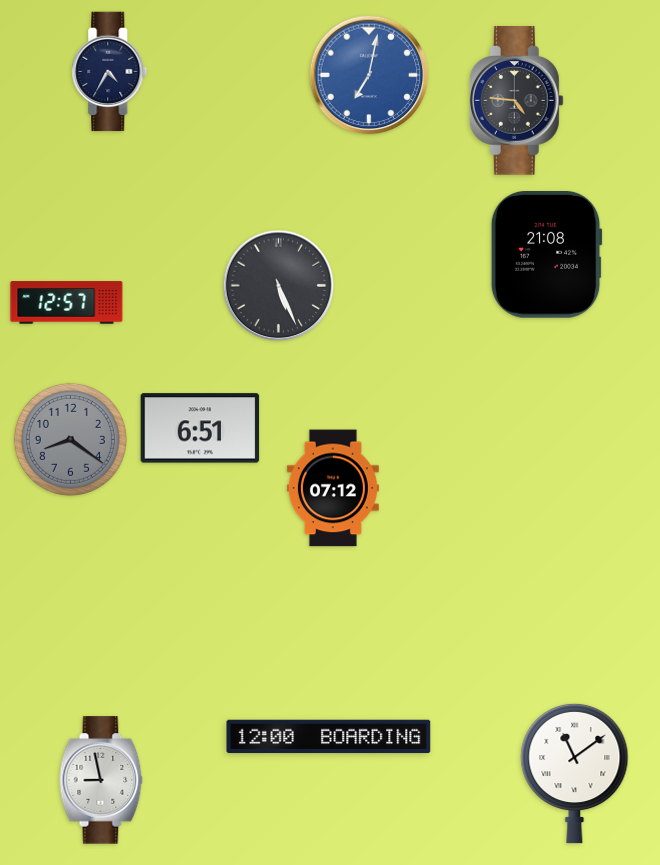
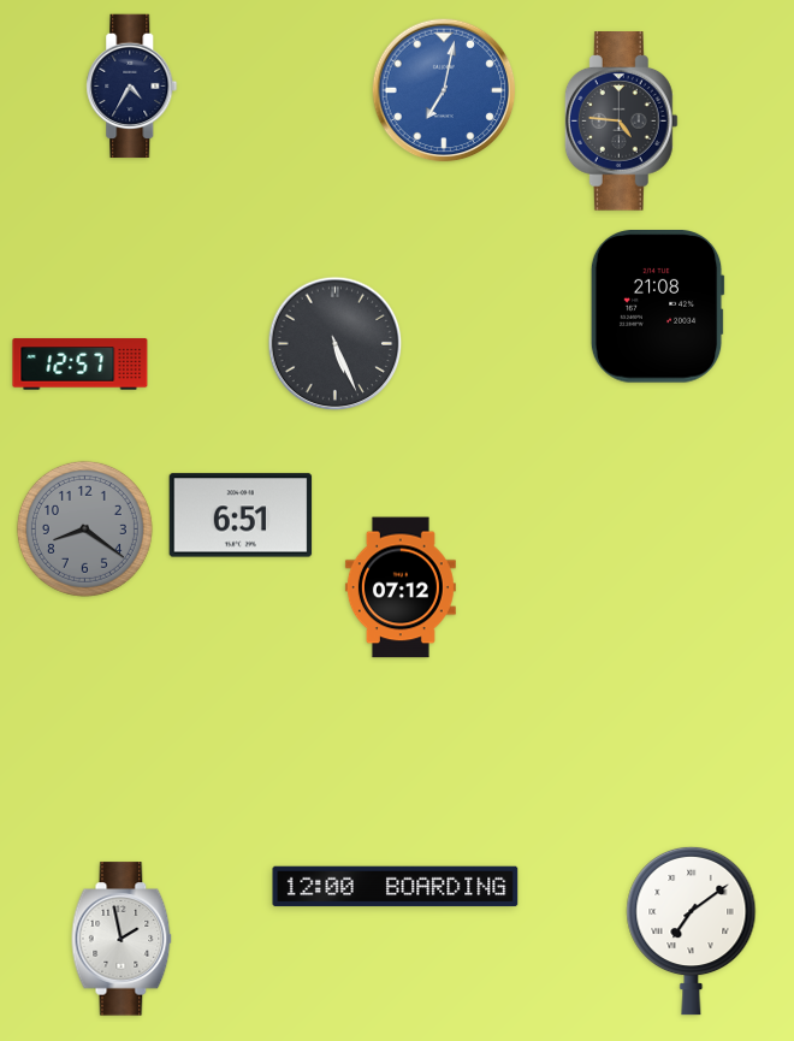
clock at (575, 773): 11:09 -> 7:09
clock at (101, 780): 8:58 -> 1:58
